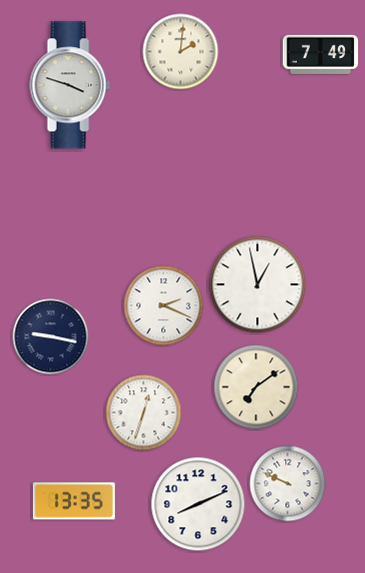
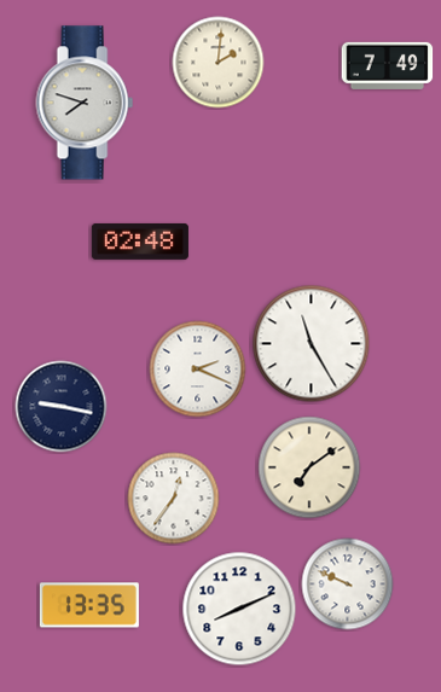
clock at (70, 85): 3:48 -> 7:48
clock at (140, 242): none -> 02:48
clock at (258, 285): 12:58 -> 11:25
clock at (144, 413): 12:33 -> 12:36
